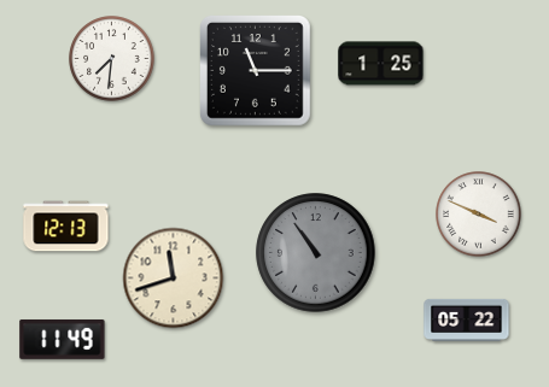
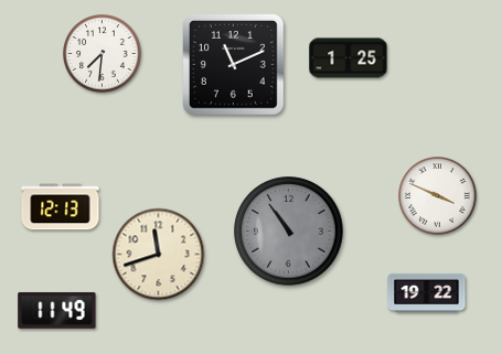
clock at (256, 71): 11:15 -> 11:11
clock at (467, 319): 05:22 -> 19:22
